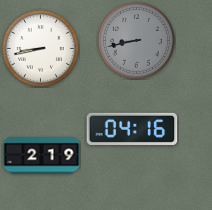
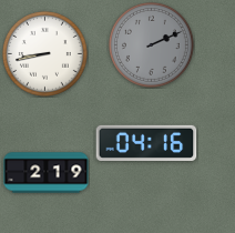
clock at (136, 40): 8:43 -> 2:11
